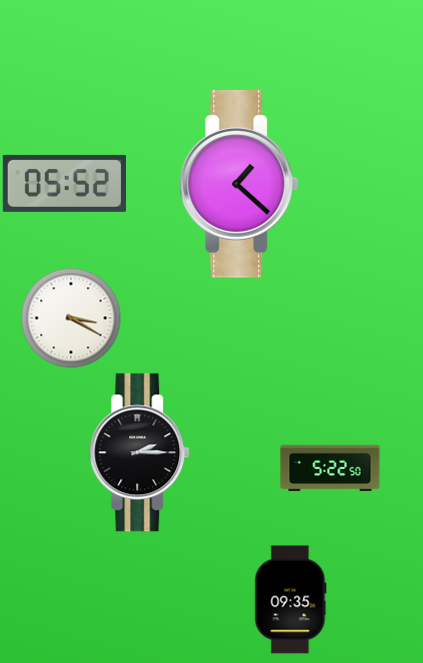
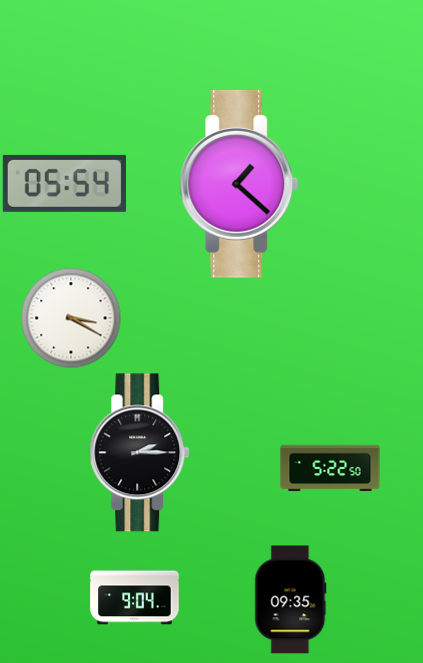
clock at (64, 183): 05:52 -> 05:54
clock at (135, 598): none -> 9:04
